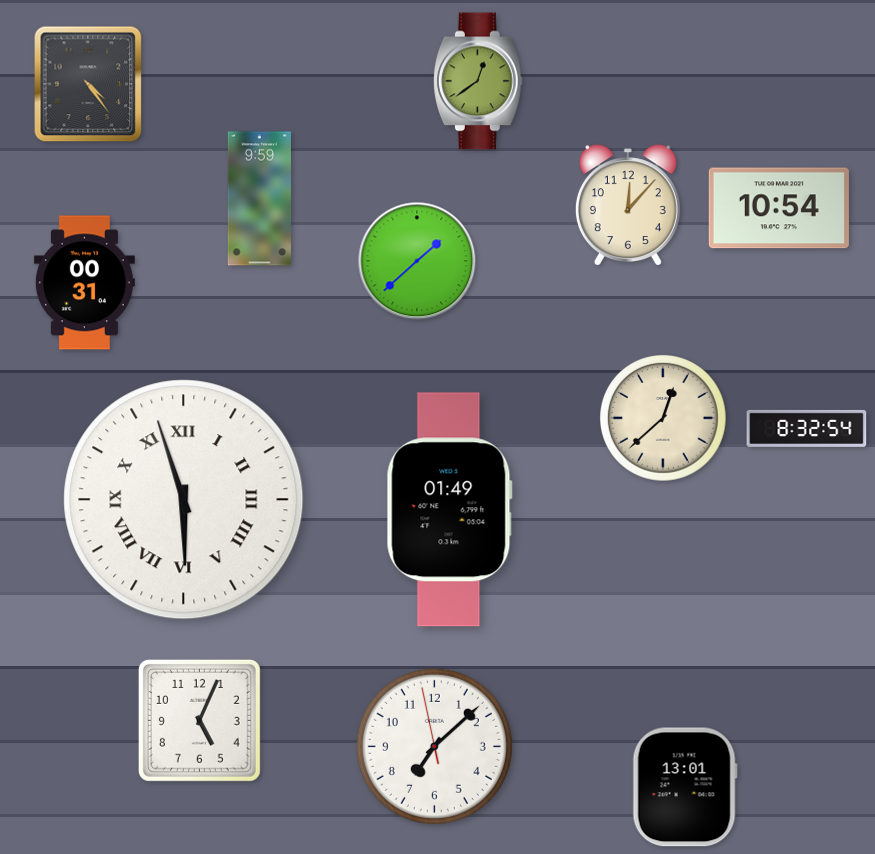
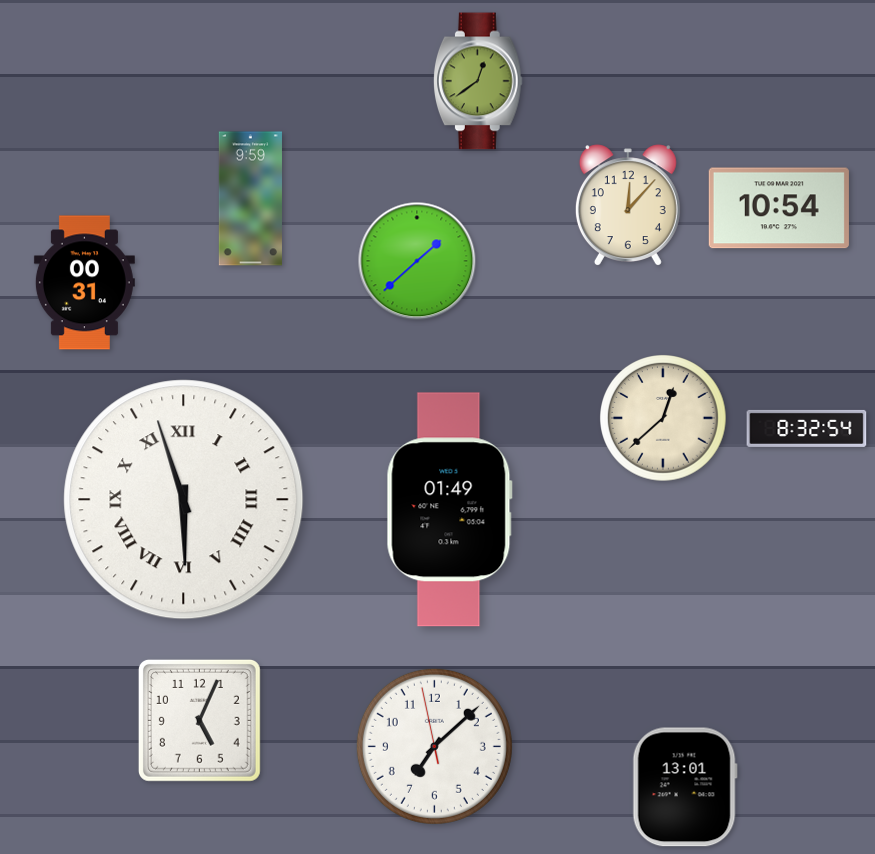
clock at (88, 84): 4:24 -> none
clock at (259, 199) position: (259, 199) -> (250, 199)
